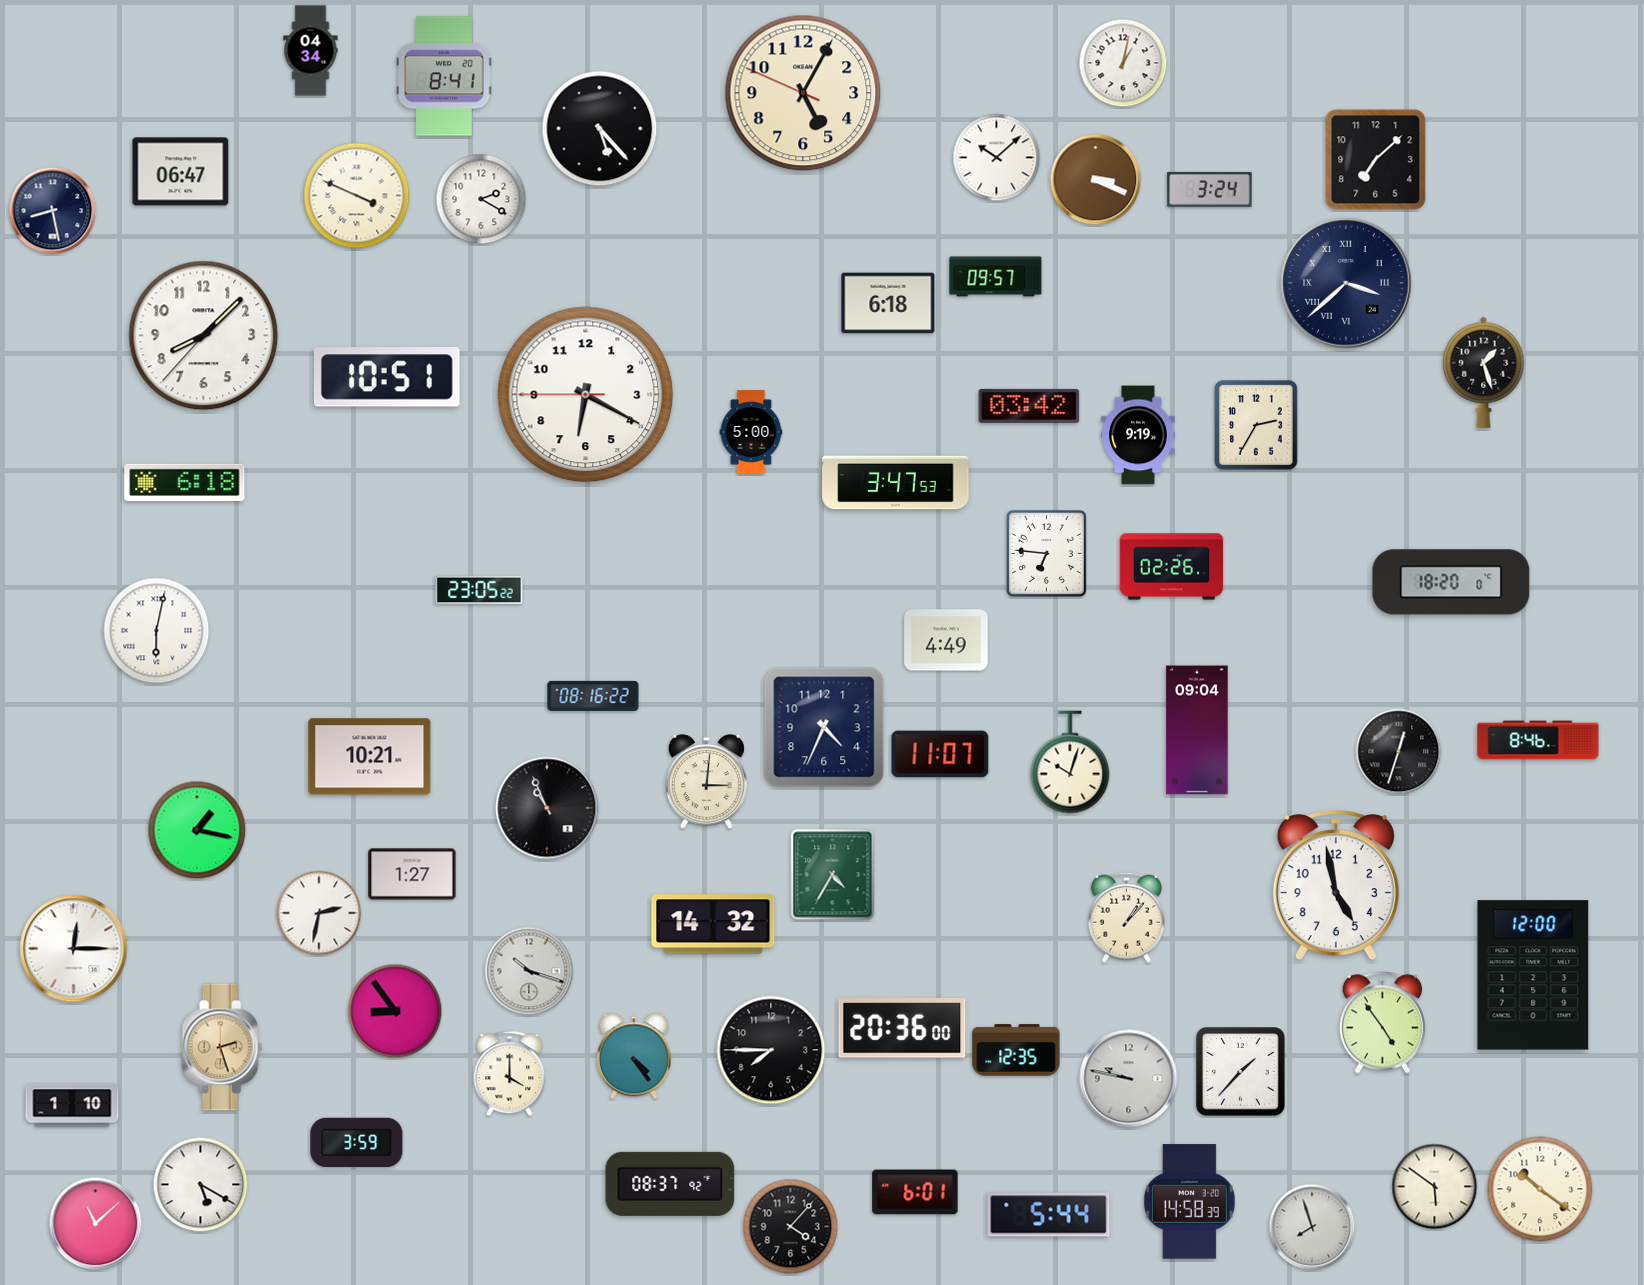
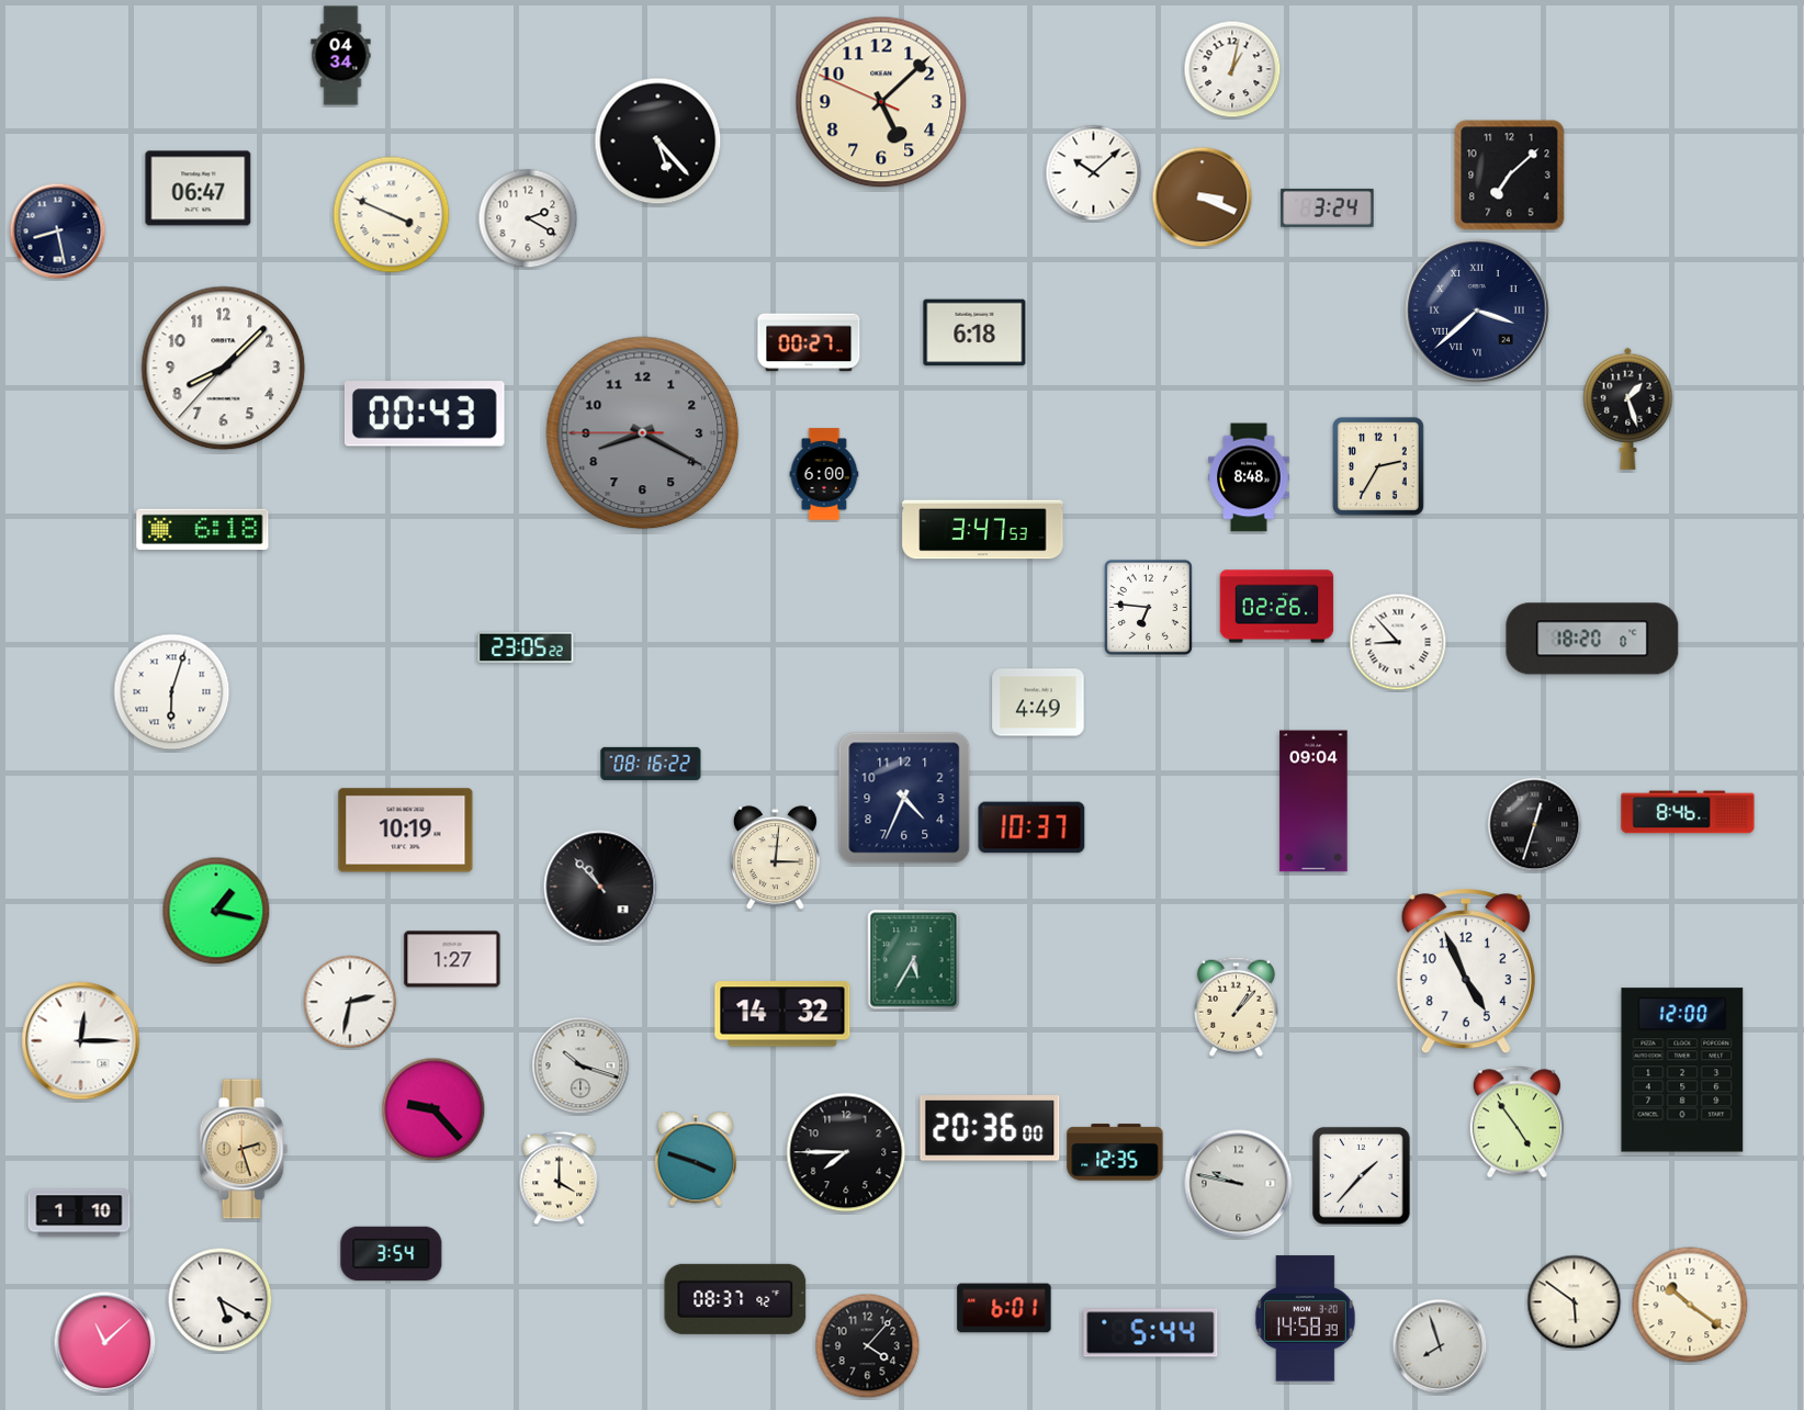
clock at (444, 76): 8:41 -> none
clock at (803, 93): 5:04 -> 5:07
clock at (996, 277): 09:57 -> none
clock at (809, 342): none -> 00:27
clock at (387, 377): 10:51 -> 00:43
clock at (586, 395): 6:19 -> 8:19
clock at (586, 395) dial: white -> grey
clock at (1029, 406): 03:42 -> none
clock at (751, 432): 5:00 -> 6:00
clock at (1138, 435): 9:19 -> 8:48
clock at (1172, 567) position: (1172, 567) -> (1277, 607)
clock at (1398, 642): none -> 8:53
clock at (157, 631): 6:02 -> 6:03
clock at (940, 754): 11:07 -> 10:37
clock at (370, 757): 10:21 -> 10:19
clock at (1070, 762): 10:03 -> none
clock at (547, 808): 10:56 -> 10:53
clock at (833, 875): 4:35 -> 5:35
clock at (1336, 886): 4:58 -> 4:56
clock at (395, 1011): 8:54 -> 9:23
clock at (634, 1056): 4:24 -> 3:48
clock at (357, 1142): 3:59 -> 3:54
